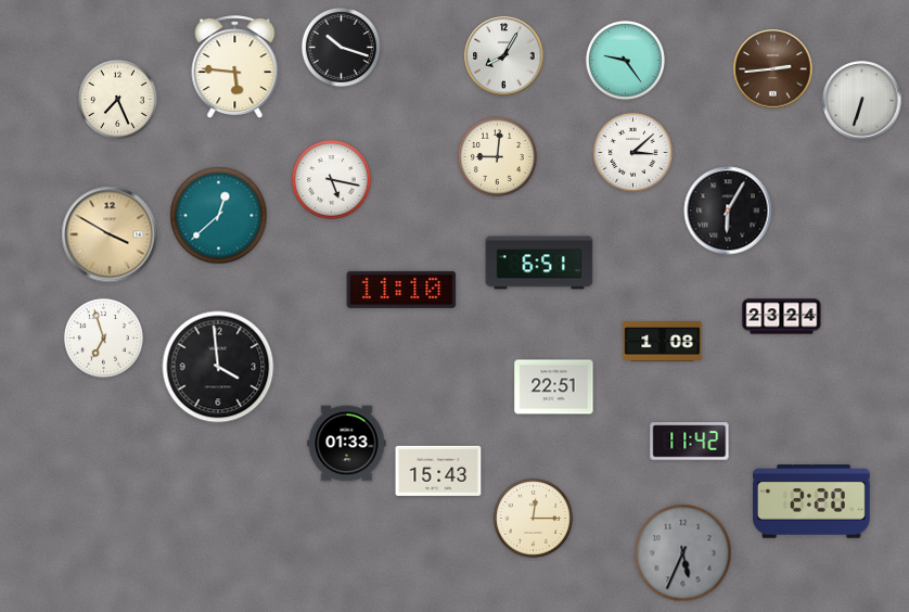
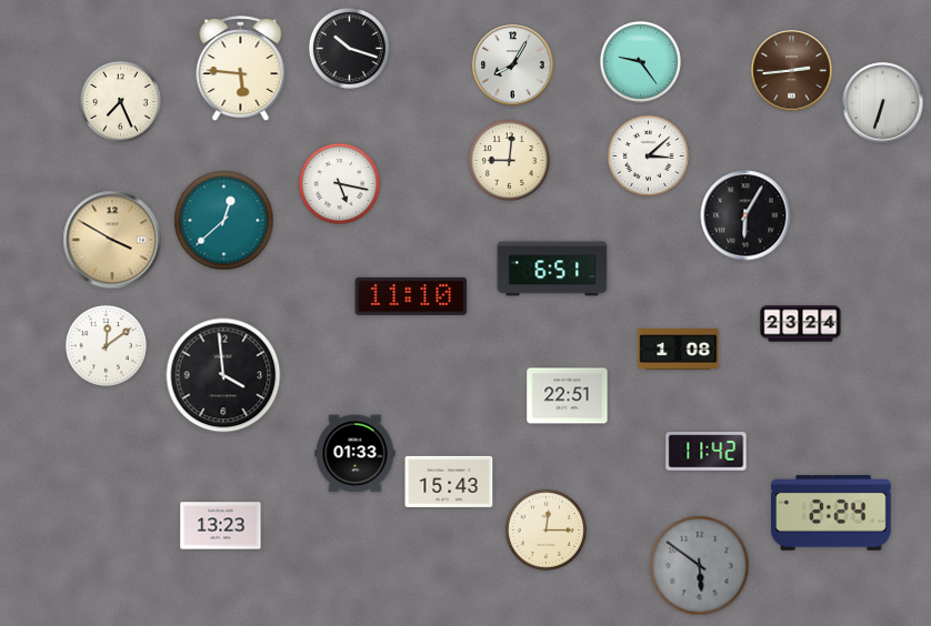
clock at (504, 56) position: (504, 56) -> (513, 65)
clock at (103, 337): 6:57 -> 12:09
clock at (812, 501): 2:20 -> 2:24
clock at (221, 526): none -> 13:23
clock at (683, 553): 5:34 -> 5:51
